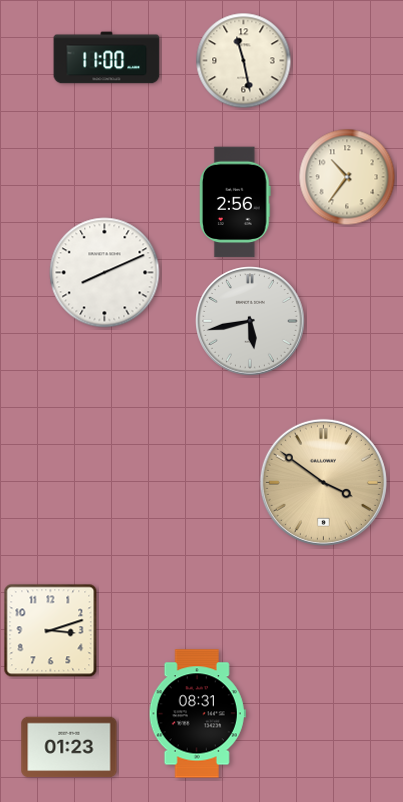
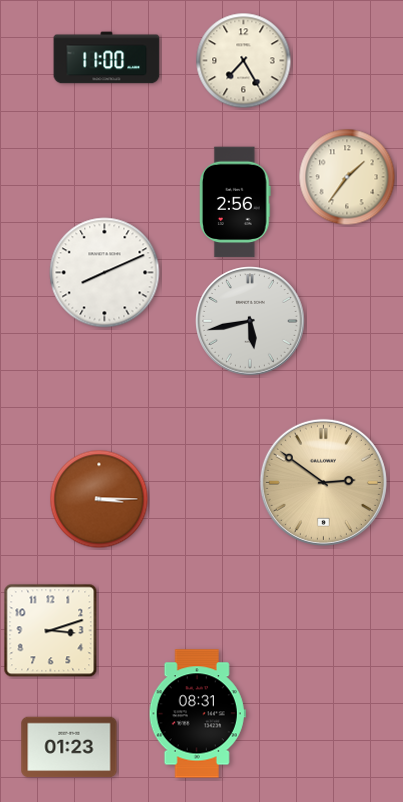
clock at (244, 61): 11:28 -> 7:25
clock at (347, 177): 10:36 -> 1:36
clock at (323, 482): 3:51 -> 2:51
clock at (99, 499): none -> 3:15
